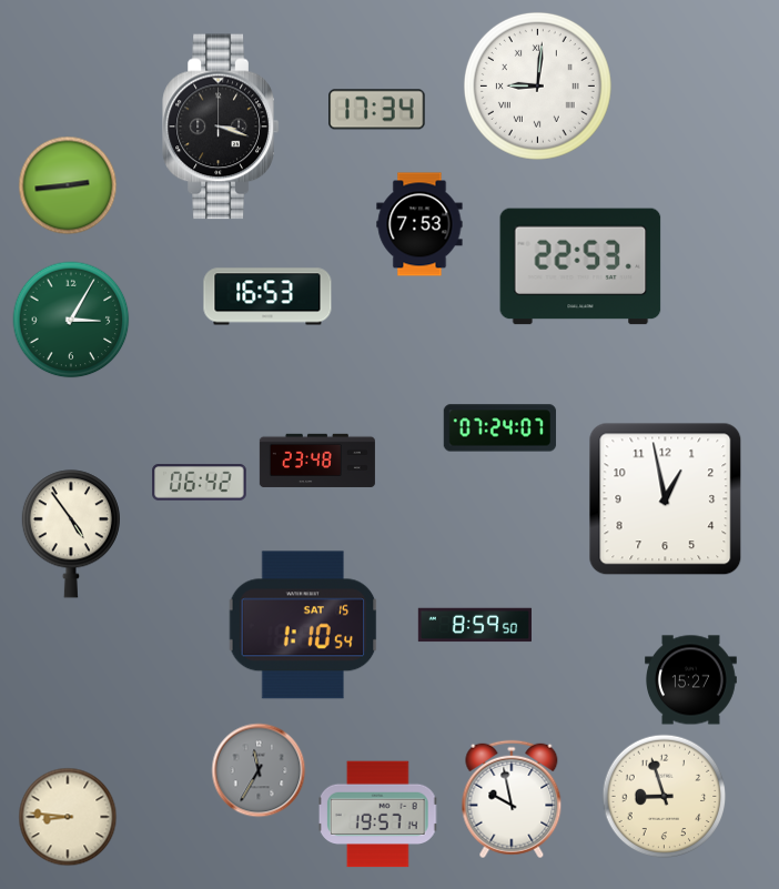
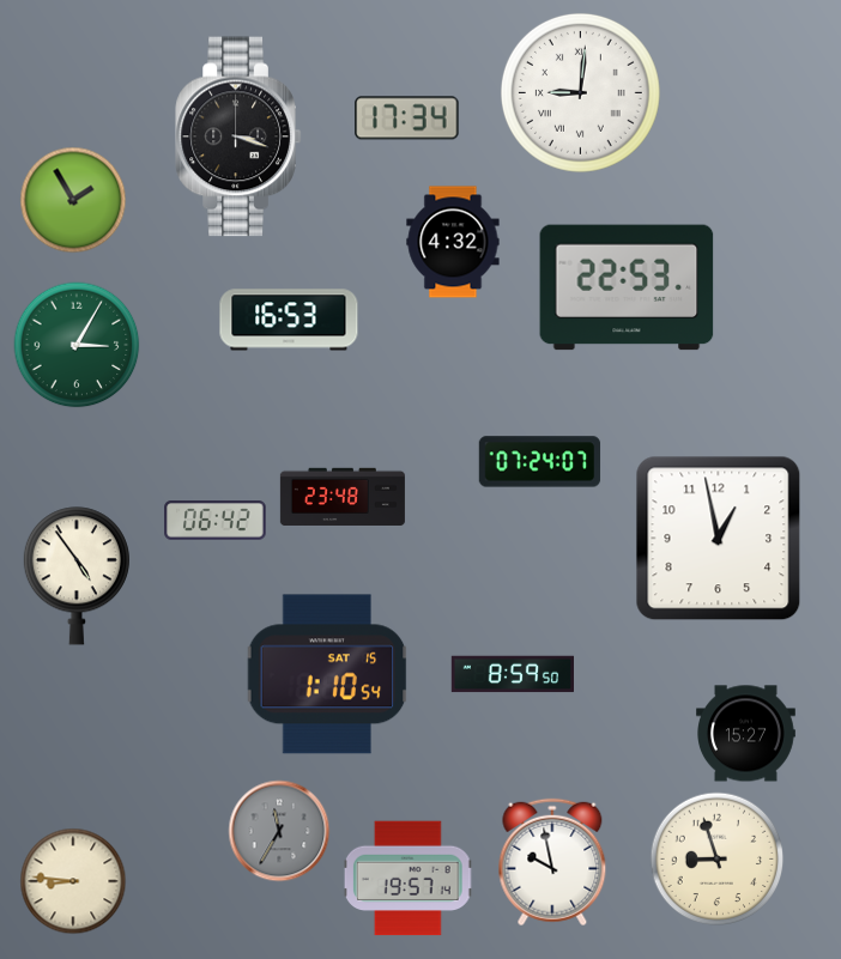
clock at (68, 185): 2:44 -> 1:55
clock at (419, 224): 7:53 -> 4:32
